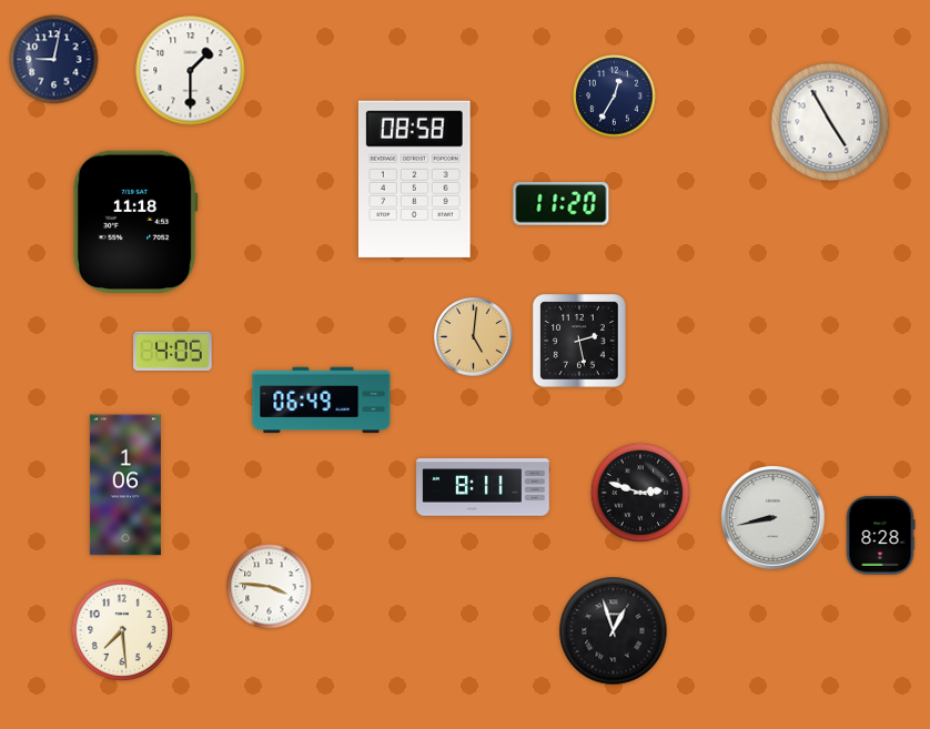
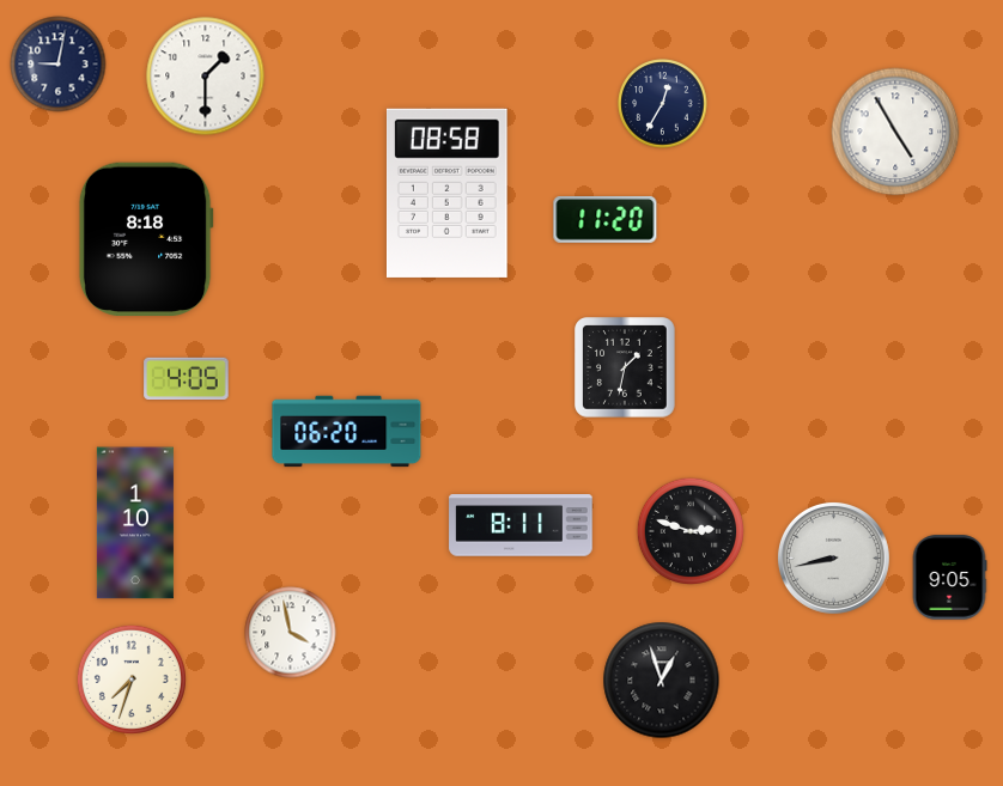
clock at (135, 221): 11:18 -> 8:18
clock at (474, 337): 5:01 -> none
clock at (579, 341): 2:28 -> 1:32
clock at (322, 401): 06:49 -> 06:20
clock at (125, 485): 1:06 -> 1:10
clock at (880, 536): 8:28 -> 9:05
clock at (270, 587): 3:46 -> 3:58
clock at (122, 630): 7:29 -> 7:33
